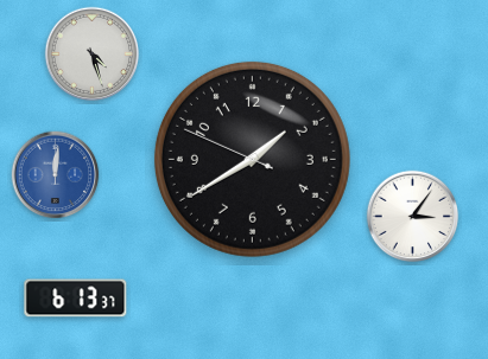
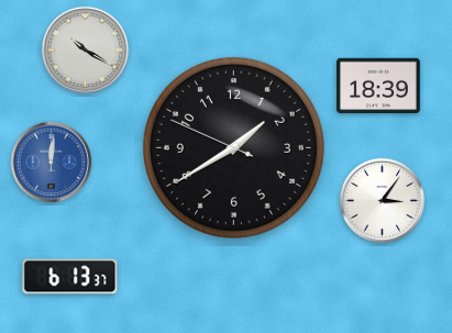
clock at (93, 55): 4:27 -> 10:20
clock at (378, 85): none -> 18:39
